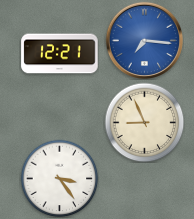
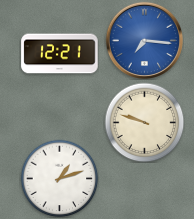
clock at (144, 122): 8:56 -> 9:48
clock at (59, 178): 3:24 -> 1:12
